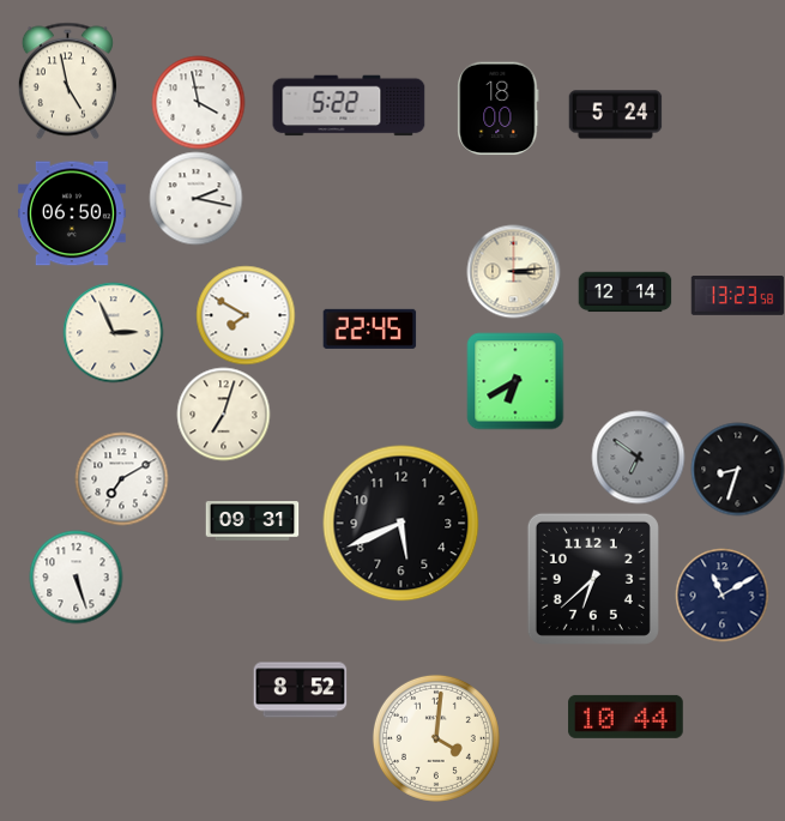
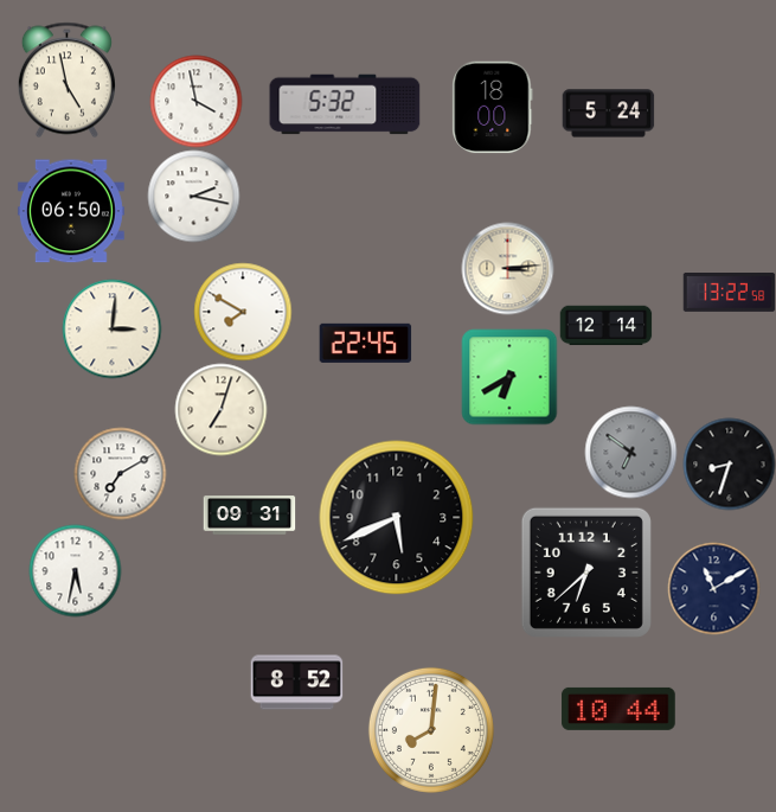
clock at (349, 105): 5:22 -> 5:32
clock at (624, 292) position: (624, 292) -> (605, 326)
clock at (737, 296): 13:23 -> 13:22
clock at (369, 328) position: (369, 328) -> (365, 343)
clock at (113, 332): 2:56 -> 3:01
clock at (76, 576): 5:27 -> 5:32
clock at (436, 738): 4:01 -> 8:01
